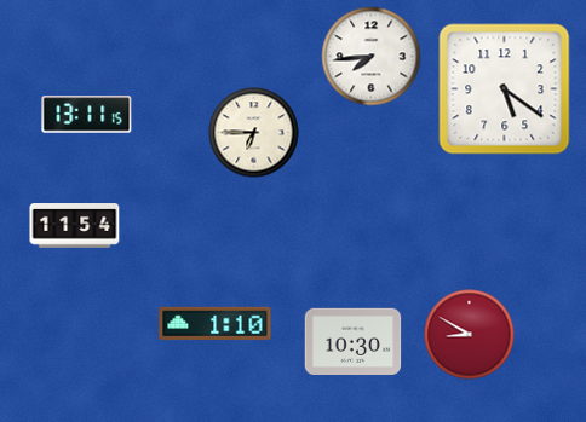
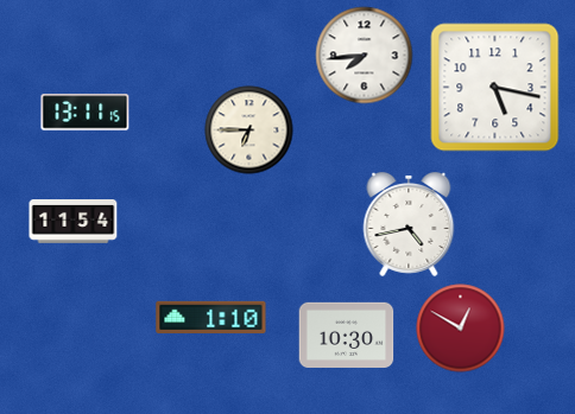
clock at (505, 89): 5:21 -> 5:17
clock at (409, 224): none -> 4:43
clock at (470, 335): 8:50 -> 12:50
